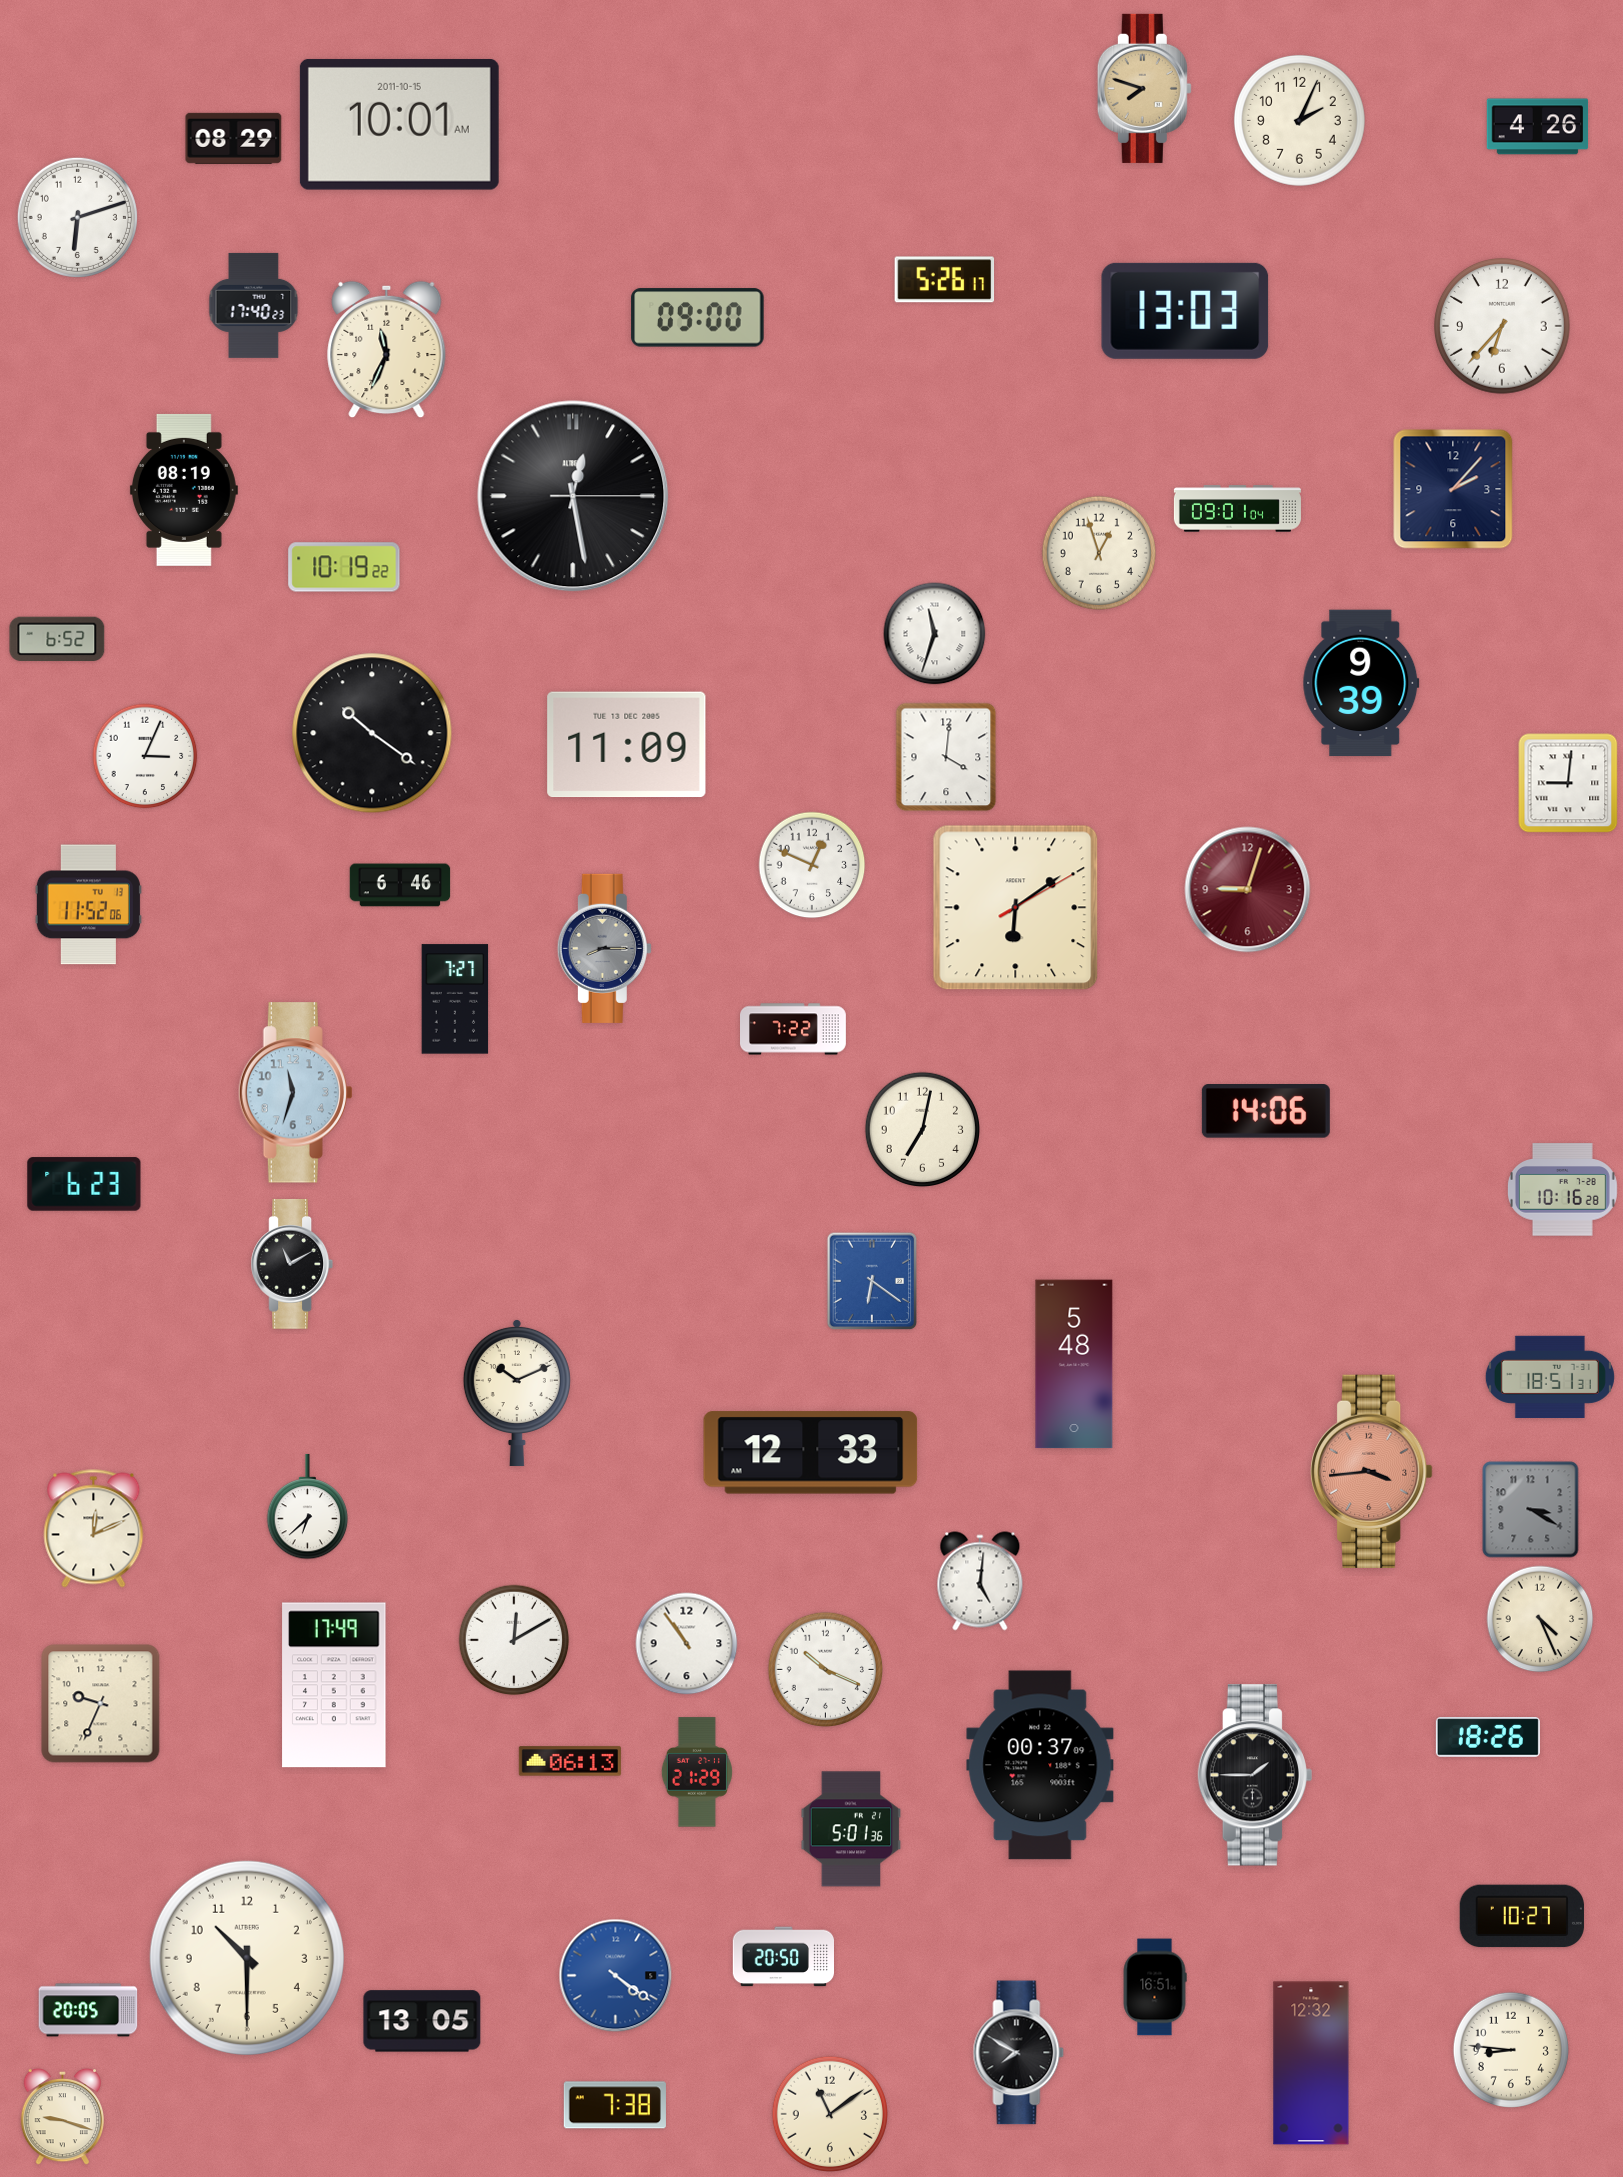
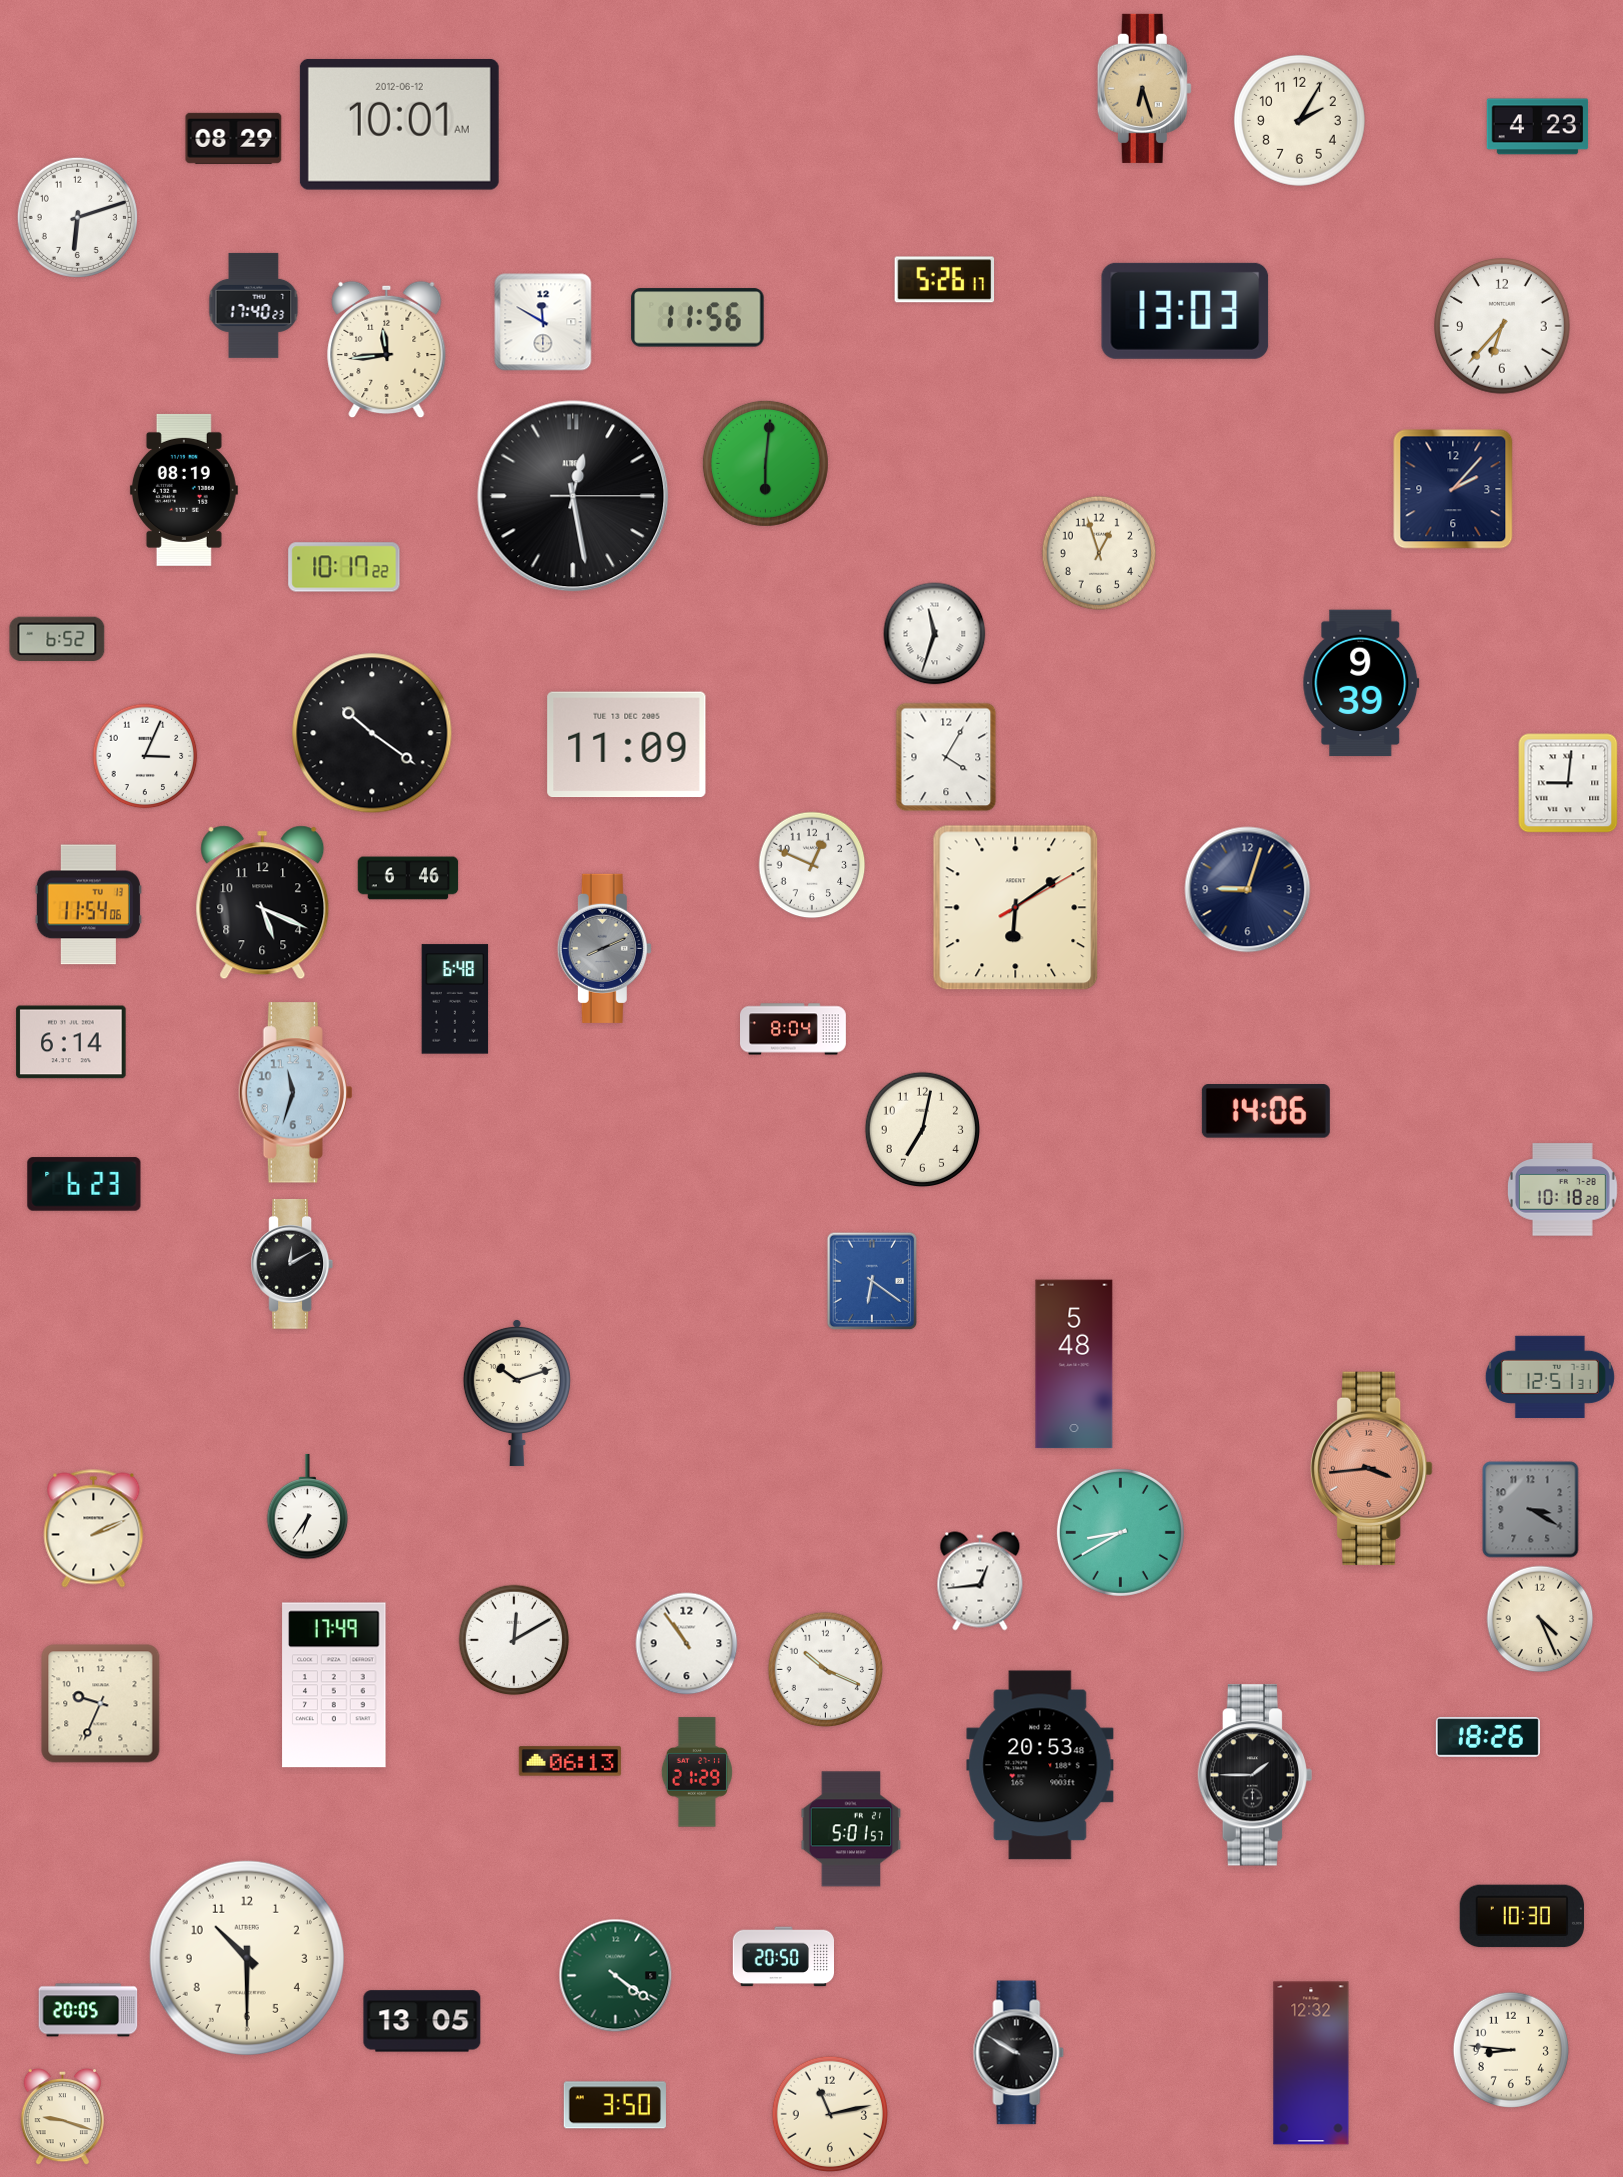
clock at (1144, 88): 7:48 -> 6:27
clock at (1299, 120): 2:04 -> 2:05
clock at (399, 124) date: 2011-10-15 -> 2012-06-12
clock at (1538, 127): 4:26 -> 4:23
clock at (698, 318): 09:00 -> 11:56
clock at (543, 322): none -> 11:50
clock at (387, 350): 11:34 -> 11:44
clock at (765, 463): none -> 6:01
clock at (1237, 509): 09:01 -> none
clock at (344, 567): 10:19 -> 10:17
clock at (946, 757): 4:01 -> 4:05
clock at (400, 885) position: (400, 885) -> (408, 878)
clock at (1248, 890) dial: burgundy -> navy
clock at (263, 903): none -> 5:19
clock at (88, 905): 11:52 -> 11:54
clock at (604, 948): 8:15 -> 8:11
clock at (455, 999): 7:27 -> 6:48
clock at (794, 1029): 7:22 -> 8:04
clock at (71, 1042): none -> 6:14
clock at (1562, 1190): 10:16 -> 10:18
clock at (292, 1264): 11:10 -> 12:10
clock at (1550, 1376): 18:51 -> 12:51
clock at (517, 1393): 10:11 -> 10:12
clock at (811, 1453): 12:33 -> none
clock at (1372, 1471) position: (1372, 1471) -> (1372, 1468)
clock at (308, 1507): 6:38 -> 6:36
clock at (94, 1529): 12:11 -> 2:11
clock at (1120, 1532): none -> 8:40
clock at (980, 1581): 5:01 -> 12:44
clock at (1040, 1765): 00:37 -> 20:53
clock at (851, 1829): 5:01:36 -> 5:01:57
clock at (1522, 1916): 10:27 -> 10:30
clock at (616, 1976) dial: blue -> green
clock at (1155, 1987): 16:51 -> none
clock at (1019, 2053): 7:50 -> 9:50
clock at (615, 2105): 7:38 -> 3:50
clock at (830, 2114): 11:09 -> 11:13
